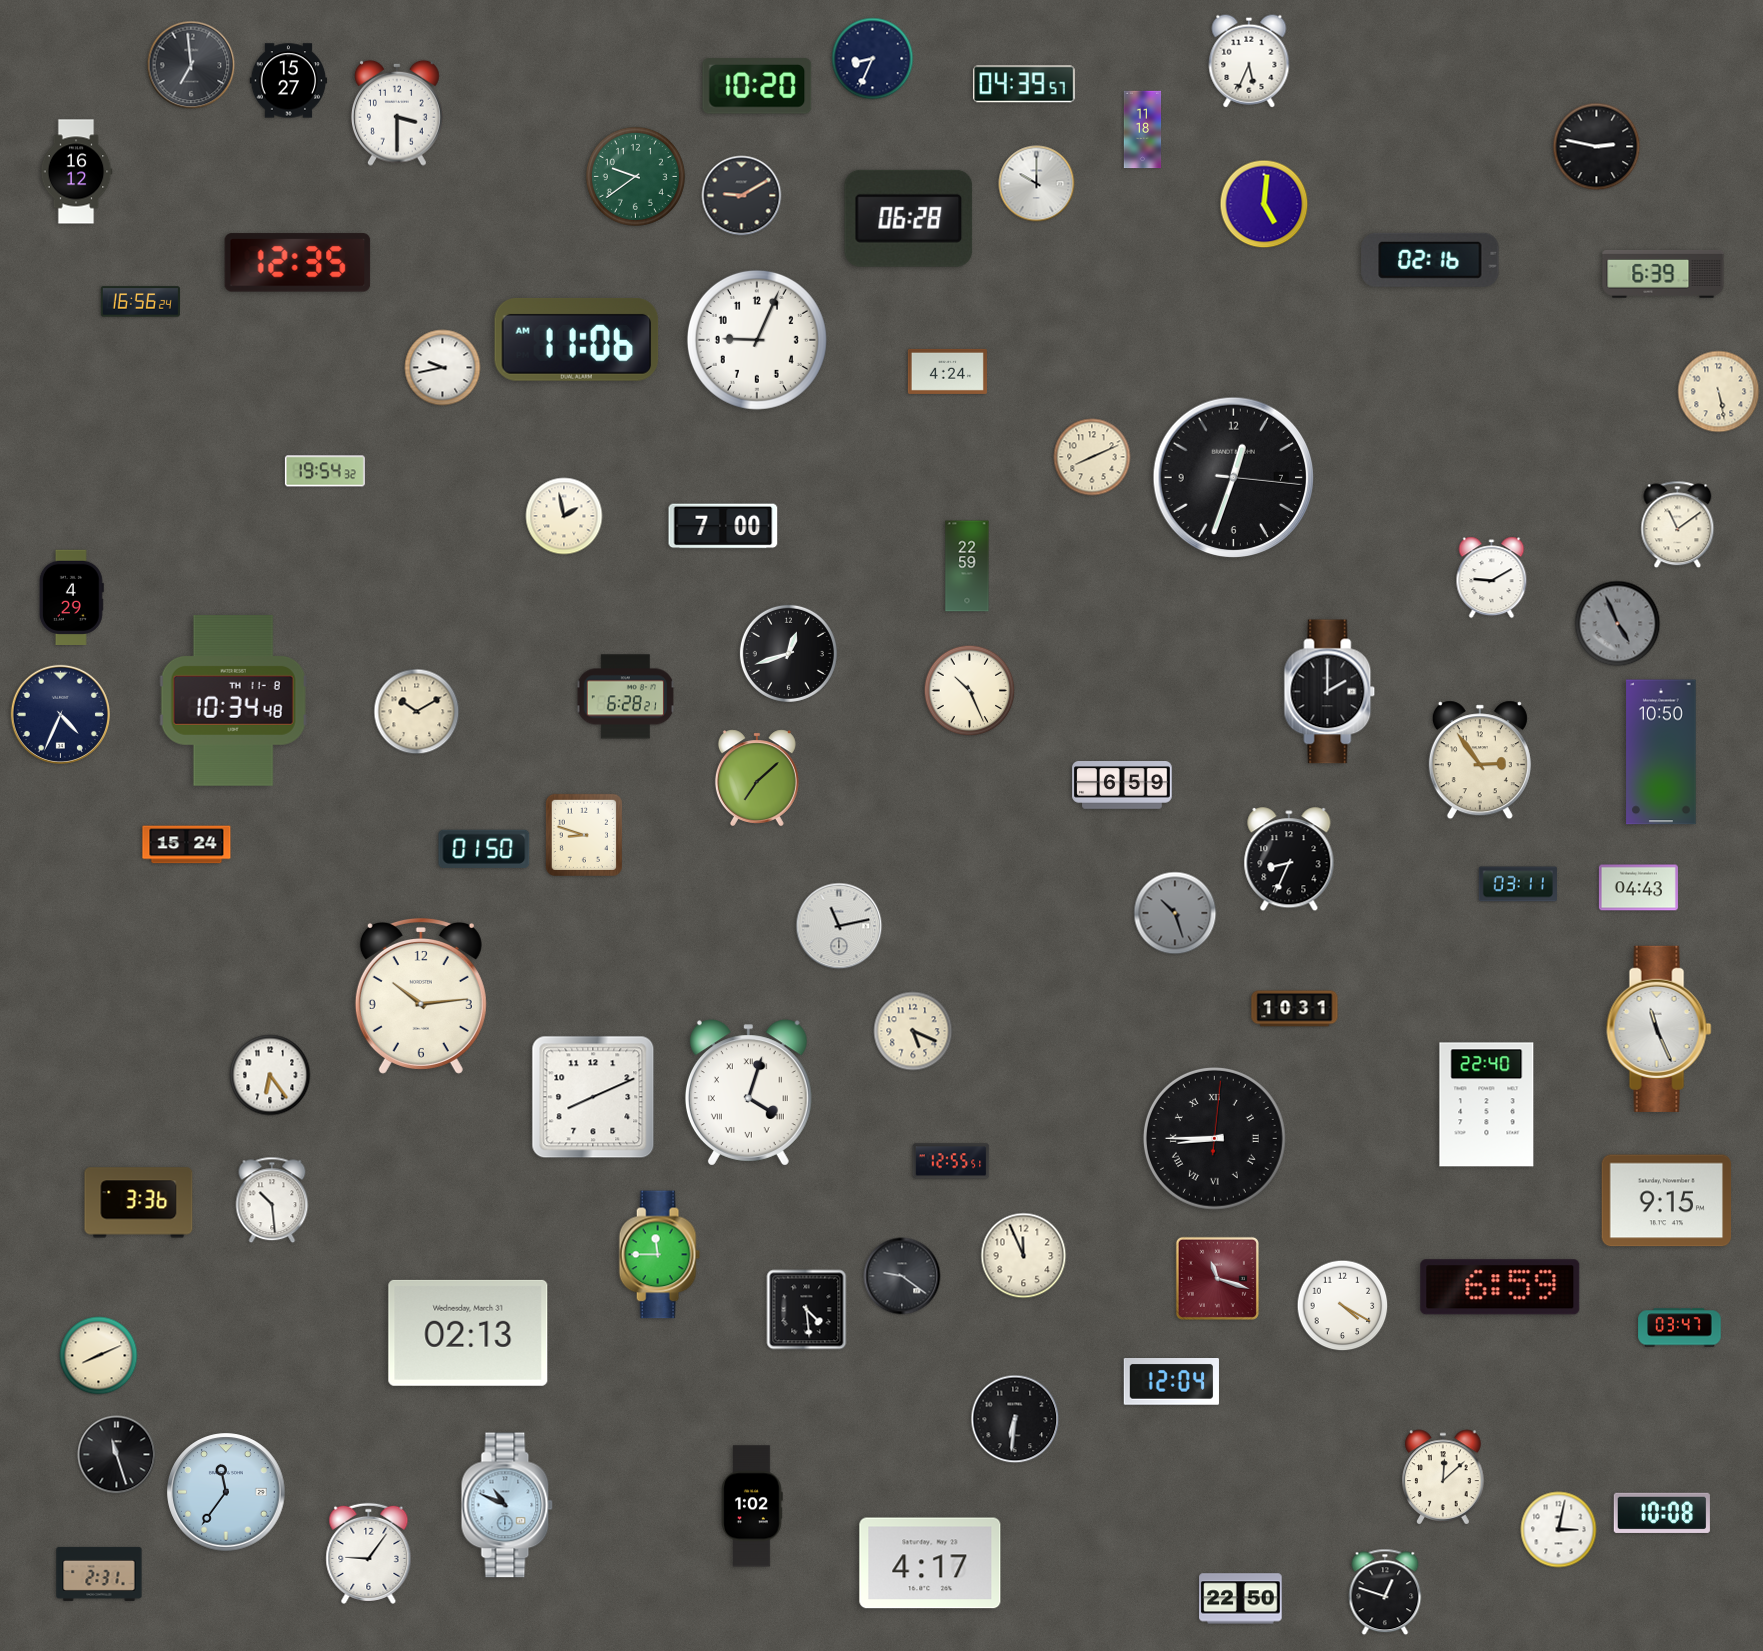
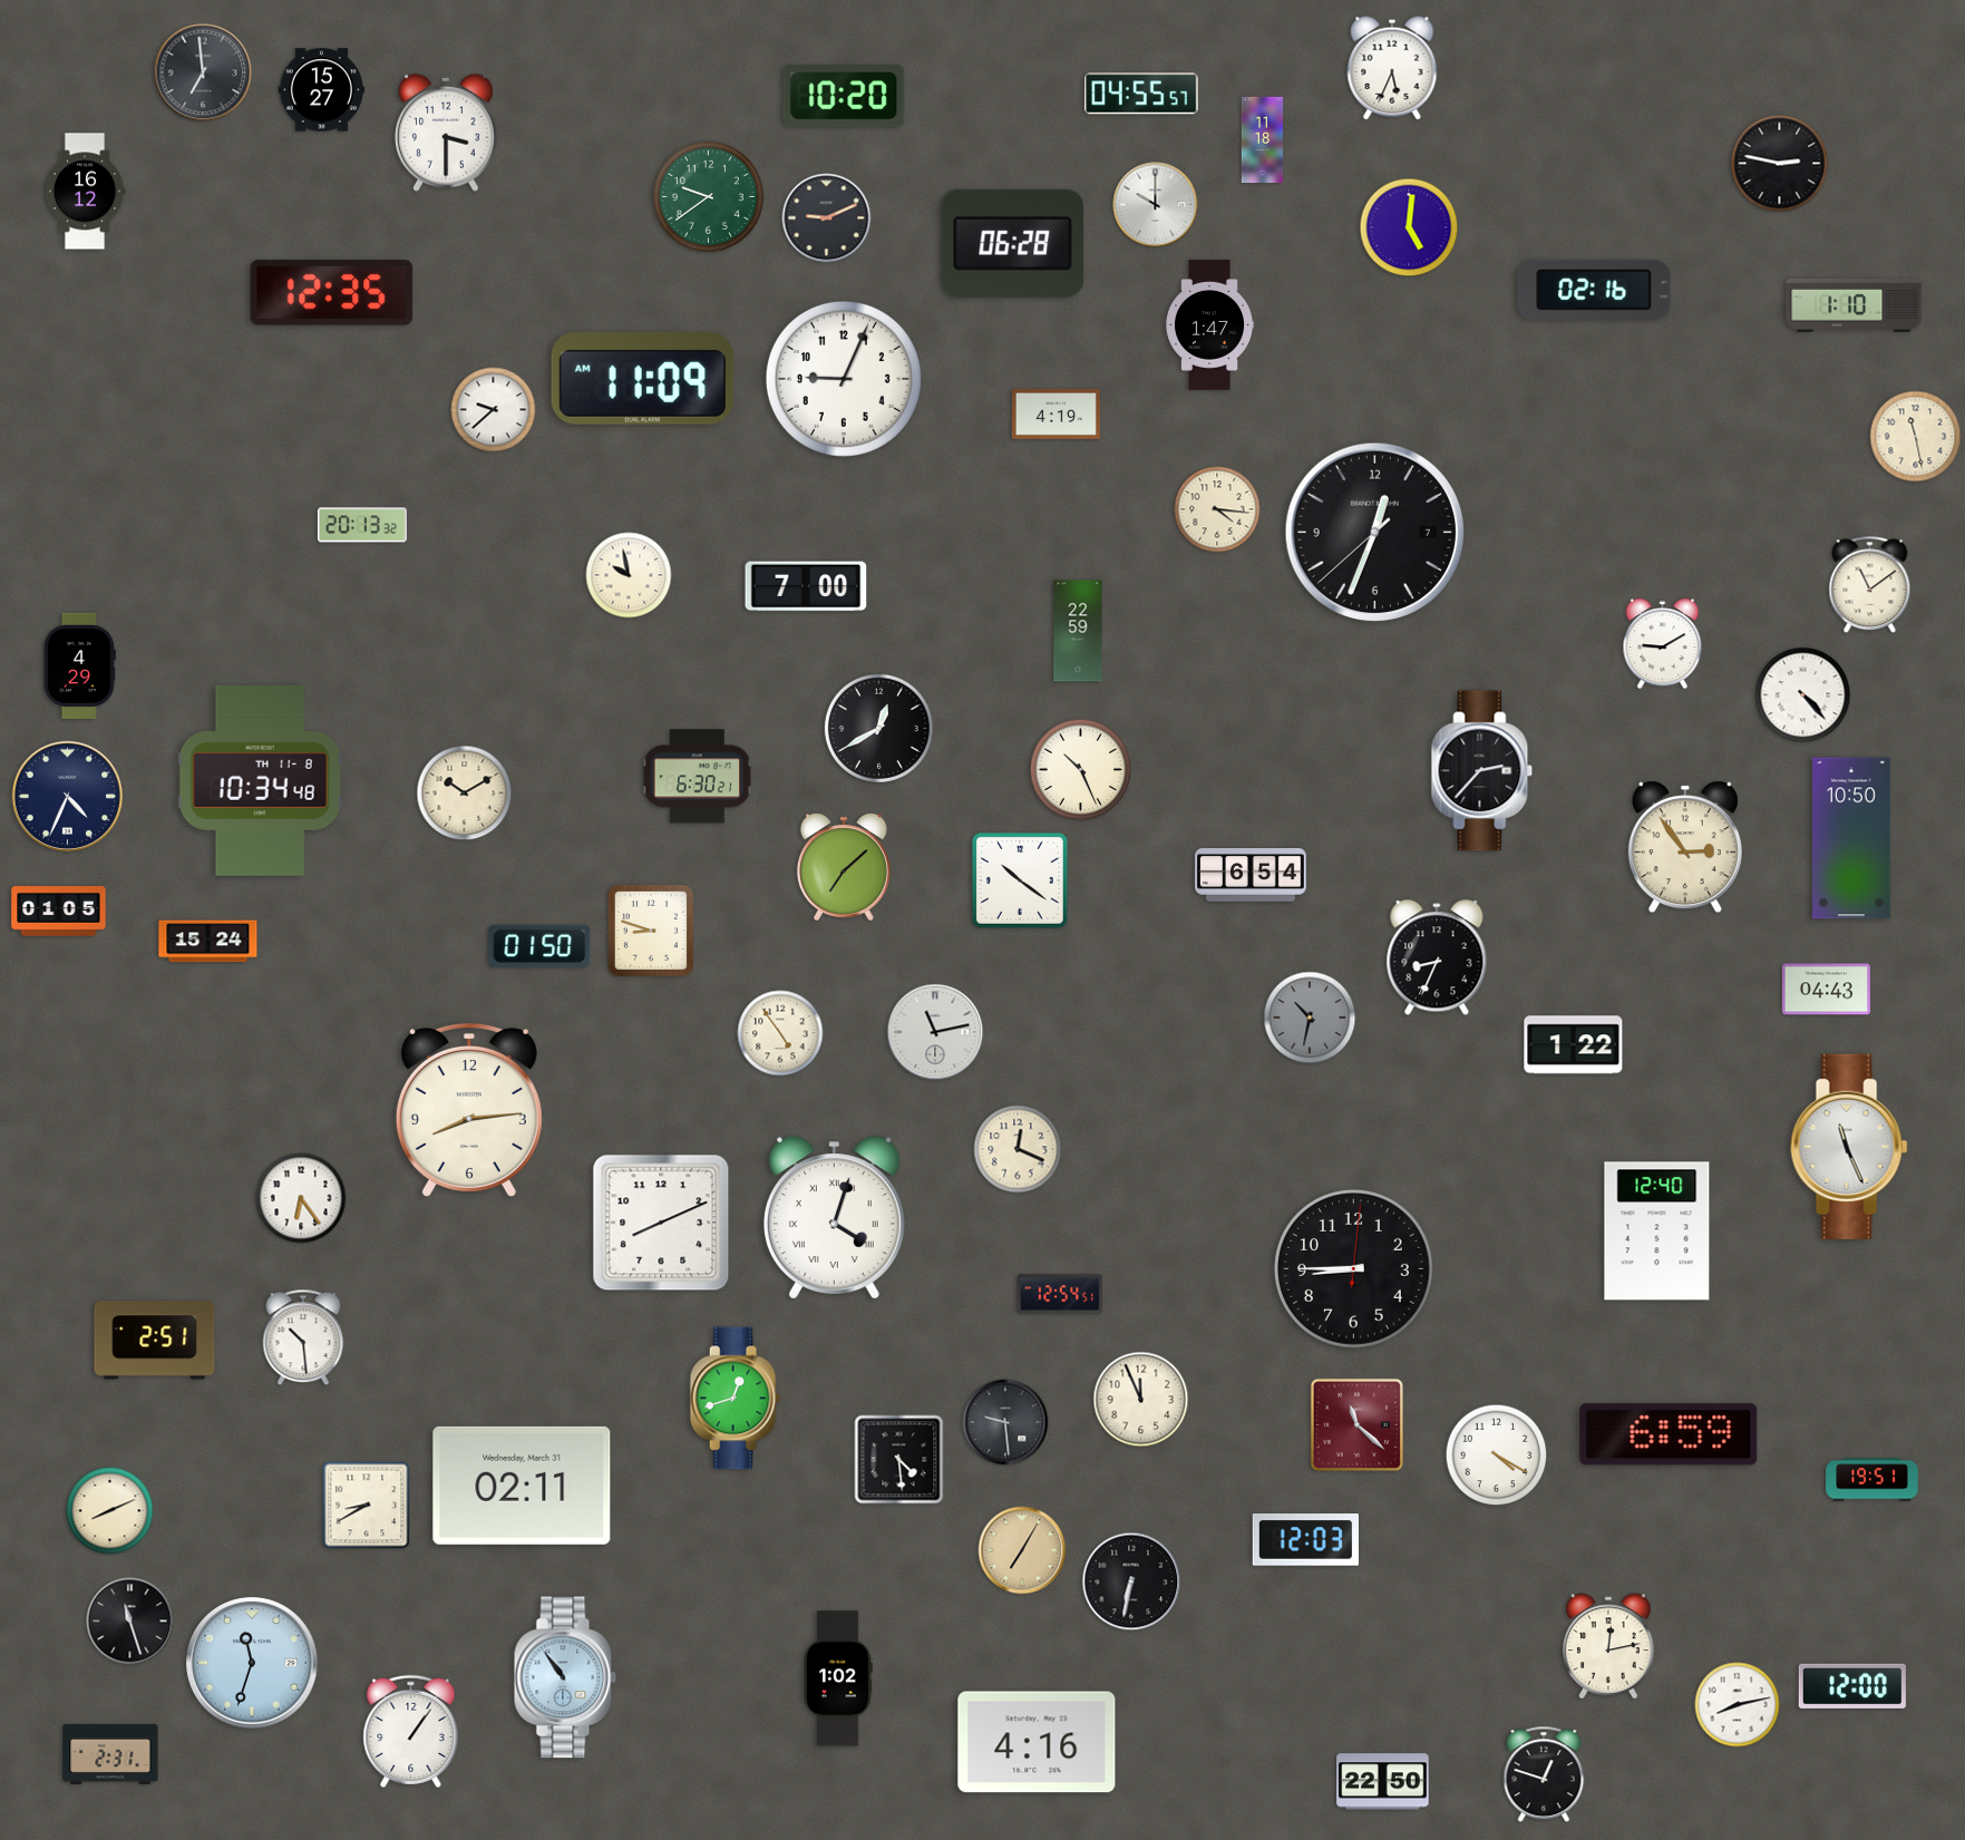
clock at (873, 59): 8:34 -> none
clock at (191, 65) position: (191, 65) -> (203, 72)
clock at (1024, 84): 04:39 -> 04:55
clock at (398, 113) position: (398, 113) -> (447, 133)
clock at (1143, 130) position: (1143, 130) -> (1263, 140)
clock at (742, 196): 9:10 -> 9:11
clock at (1663, 274): 6:39 -> 1:10
clock at (1209, 325): none -> 1:47
clock at (140, 302): 16:56 -> none
clock at (577, 339): 11:06 -> 11:09
clock at (443, 368): 9:43 -> 9:38
clock at (947, 371): 4:24 -> 4:19
clock at (1719, 392): 5:28 -> 11:28
clock at (1092, 457): 8:11 -> 4:16
clock at (325, 471): 19:54 -> 20:13
clock at (1234, 478): 12:33:16 -> 12:33:38
clock at (564, 516): 1:58 -> 9:58
clock at (1618, 624): 4:56 -> 4:23
clock at (1618, 624) dial: grey -> white
clock at (788, 653): 12:42 -> 12:40
clock at (1330, 692): 2:00 -> 2:37
clock at (625, 697): 6:28 -> 6:30
clock at (1480, 760) position: (1480, 760) -> (1685, 847)
clock at (1122, 785): 6:59 -> 6:54
clock at (1020, 880): none -> 10:21
clock at (59, 912): none -> 01:05
clock at (1518, 884): 03:11 -> none
clock at (1175, 913): 10:27 -> 10:32
clock at (780, 1033): none -> 4:54
clock at (1574, 1045): none -> 1:22
clock at (421, 996): 10:14 -> 8:14
clock at (1295, 1009): 10:31 -> none
clock at (913, 1031): 5:19 -> 12:19
clock at (1487, 1105): 22:40 -> 12:40
clock at (1214, 1138) numerals: Roman -> Arabic
clock at (951, 1161): 12:55 -> 12:54
clock at (1667, 1201): 9:15 -> none
clock at (139, 1203): 3:36 -> 2:51
clock at (659, 1255): 11:45 -> 12:42
clock at (902, 1276): 9:21 -> 9:29
clock at (1217, 1278): 11:18 -> 11:22
clock at (1500, 1287) position: (1500, 1287) -> (1669, 1434)
clock at (1680, 1328): 03:47 -> 19:51
clock at (468, 1333): 02:13 -> 02:11
clock at (367, 1506): none -> 8:40
clock at (1171, 1382): 12:04 -> 12:03
clock at (1022, 1550): none -> 7:05
clock at (1015, 1419): 6:31 -> 6:32
clock at (1443, 1477): 12:08 -> 12:13
clock at (226, 1492): 11:36 -> 11:33
clock at (507, 1505): 10:49 -> 10:54
clock at (1662, 1513): 10:08 -> 12:00
clock at (1559, 1530): 3:02 -> 8:13
clock at (369, 1553): 9:06 -> 1:06
clock at (930, 1563): 4:17 -> 4:16
